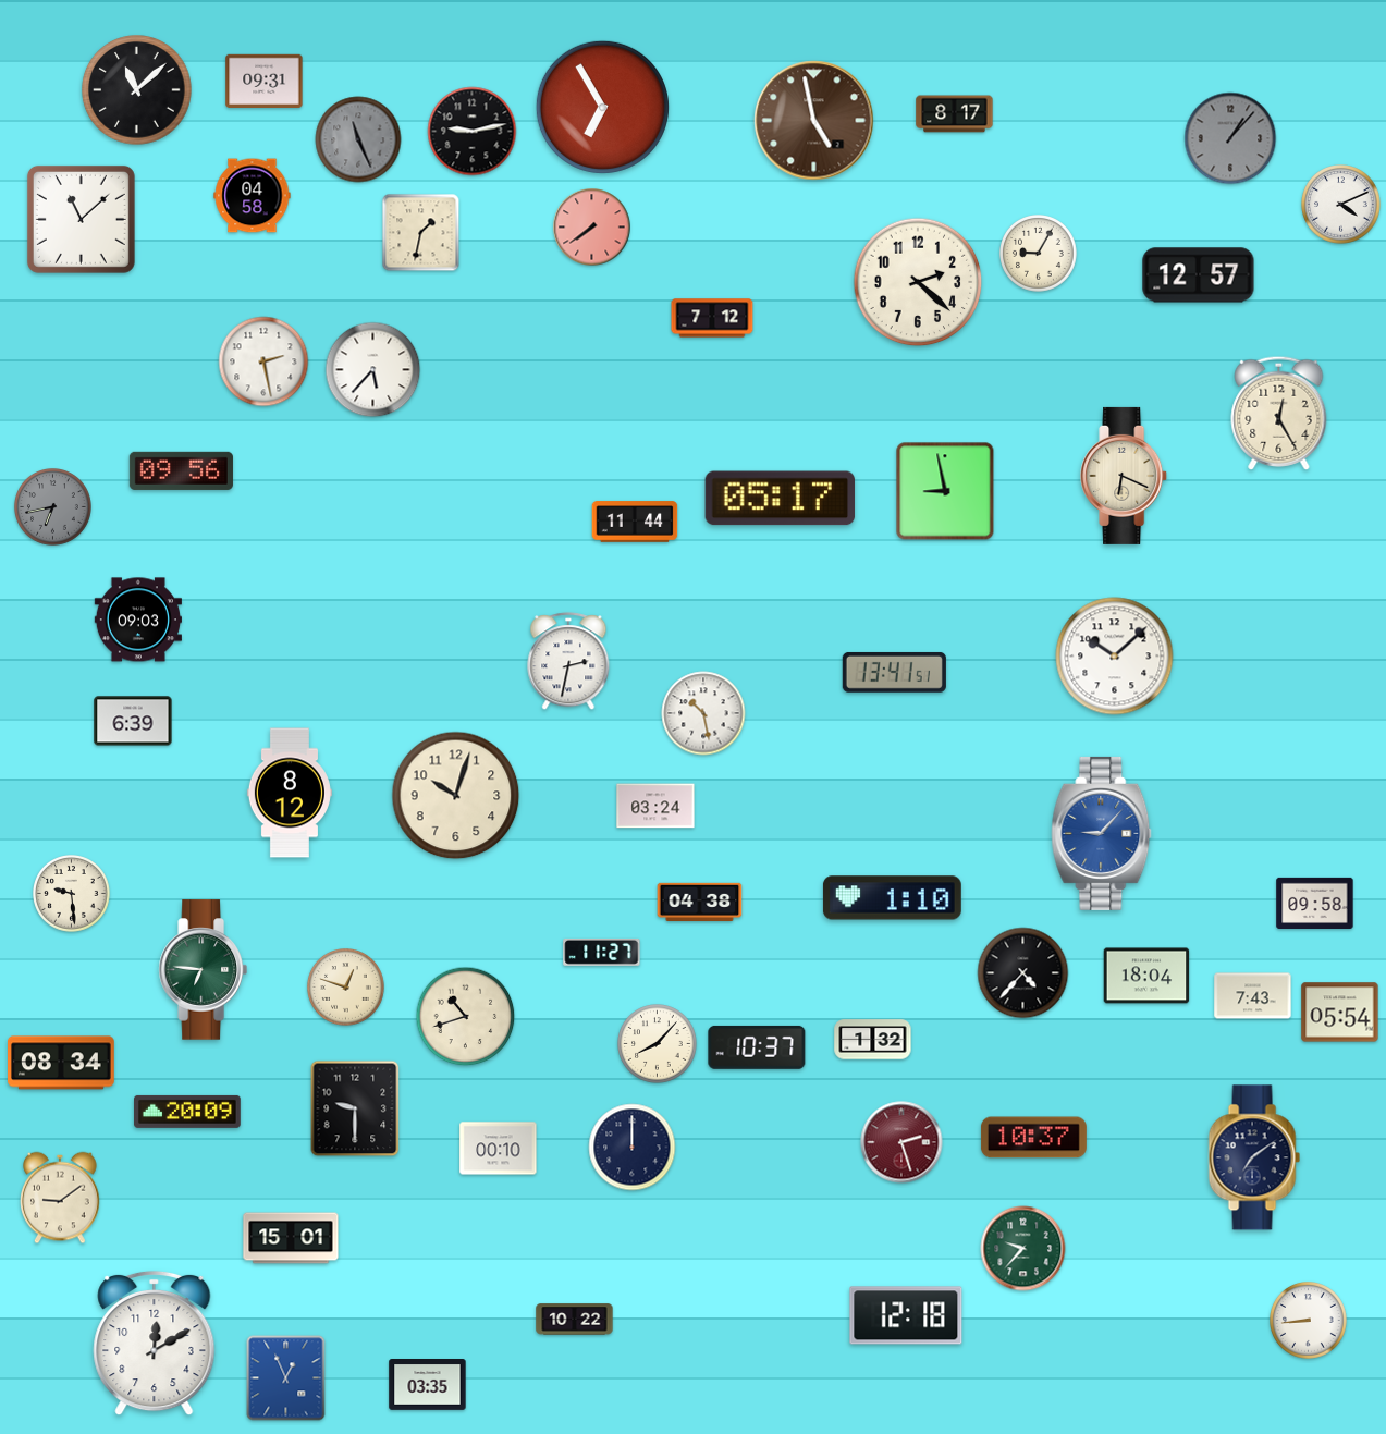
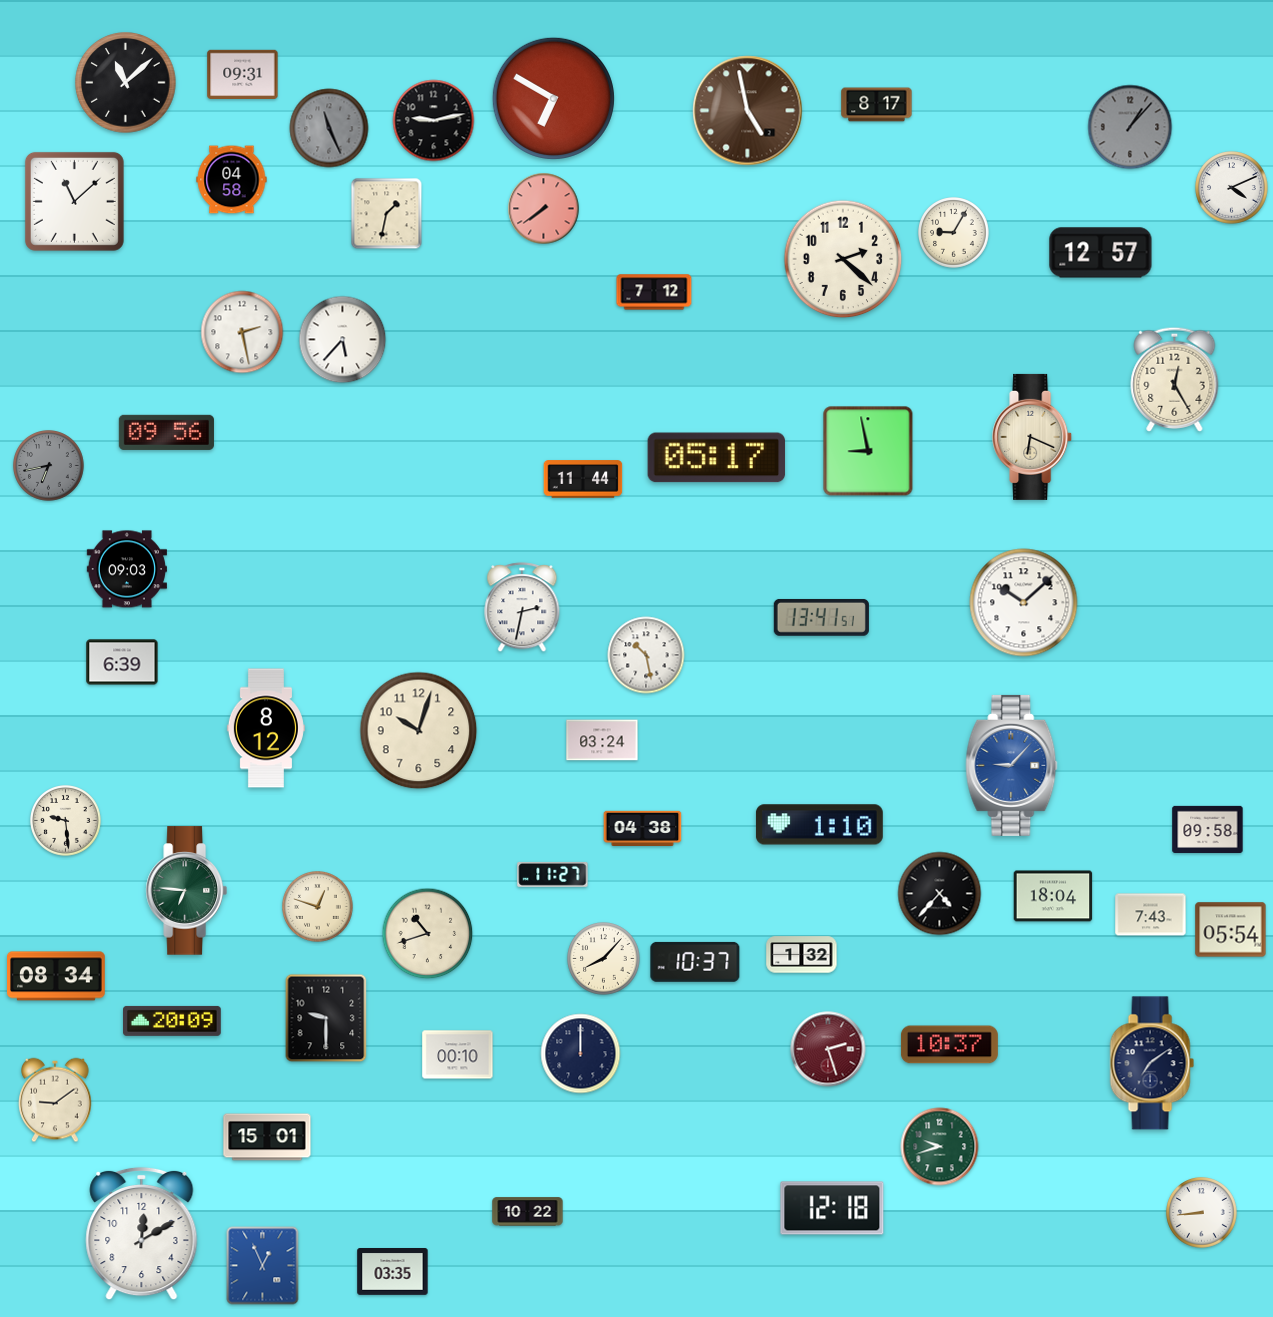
clock at (602, 107): 6:55 -> 6:50
clock at (1023, 1249): 9:37 -> 9:42
